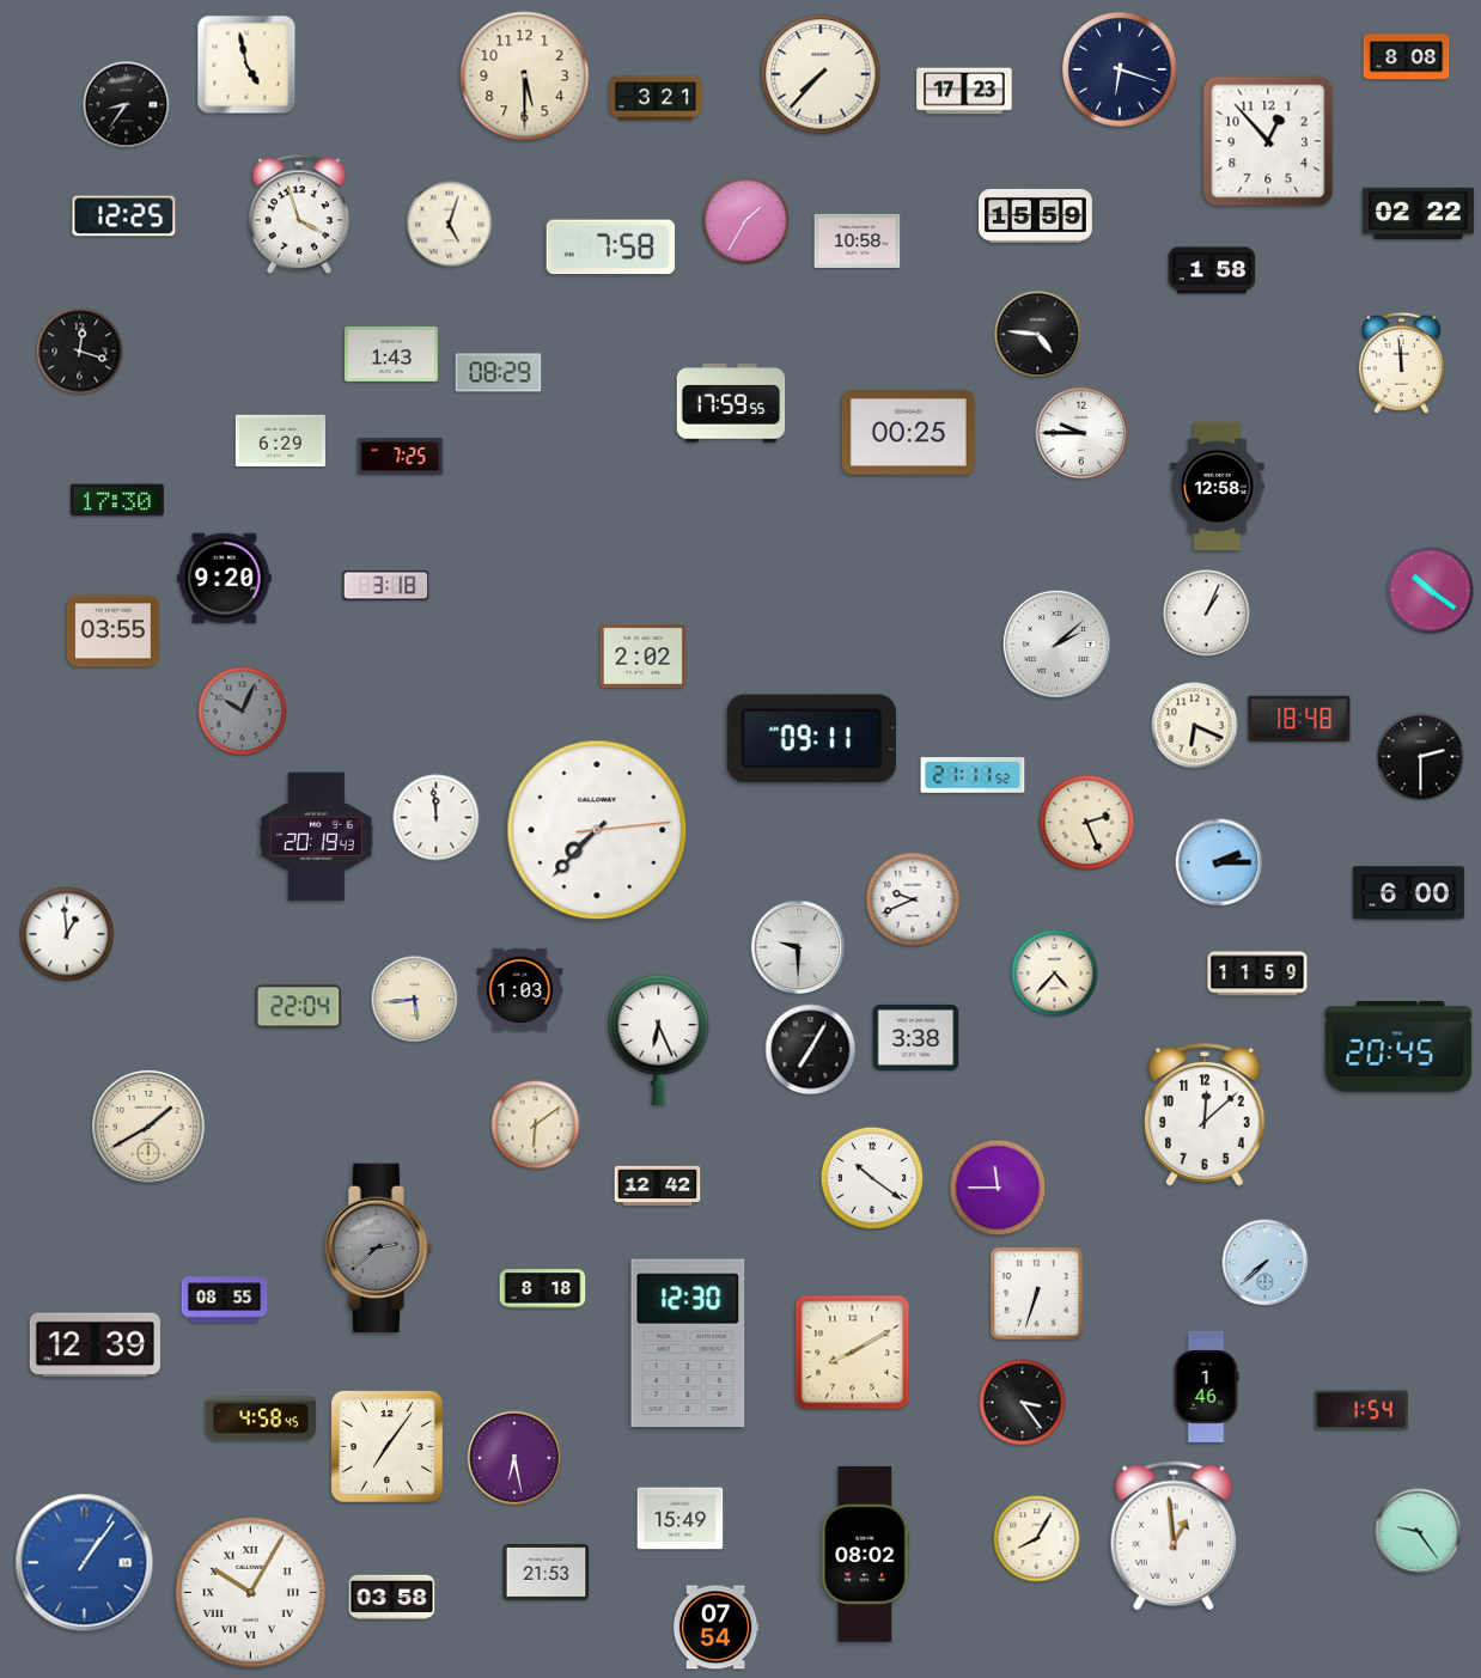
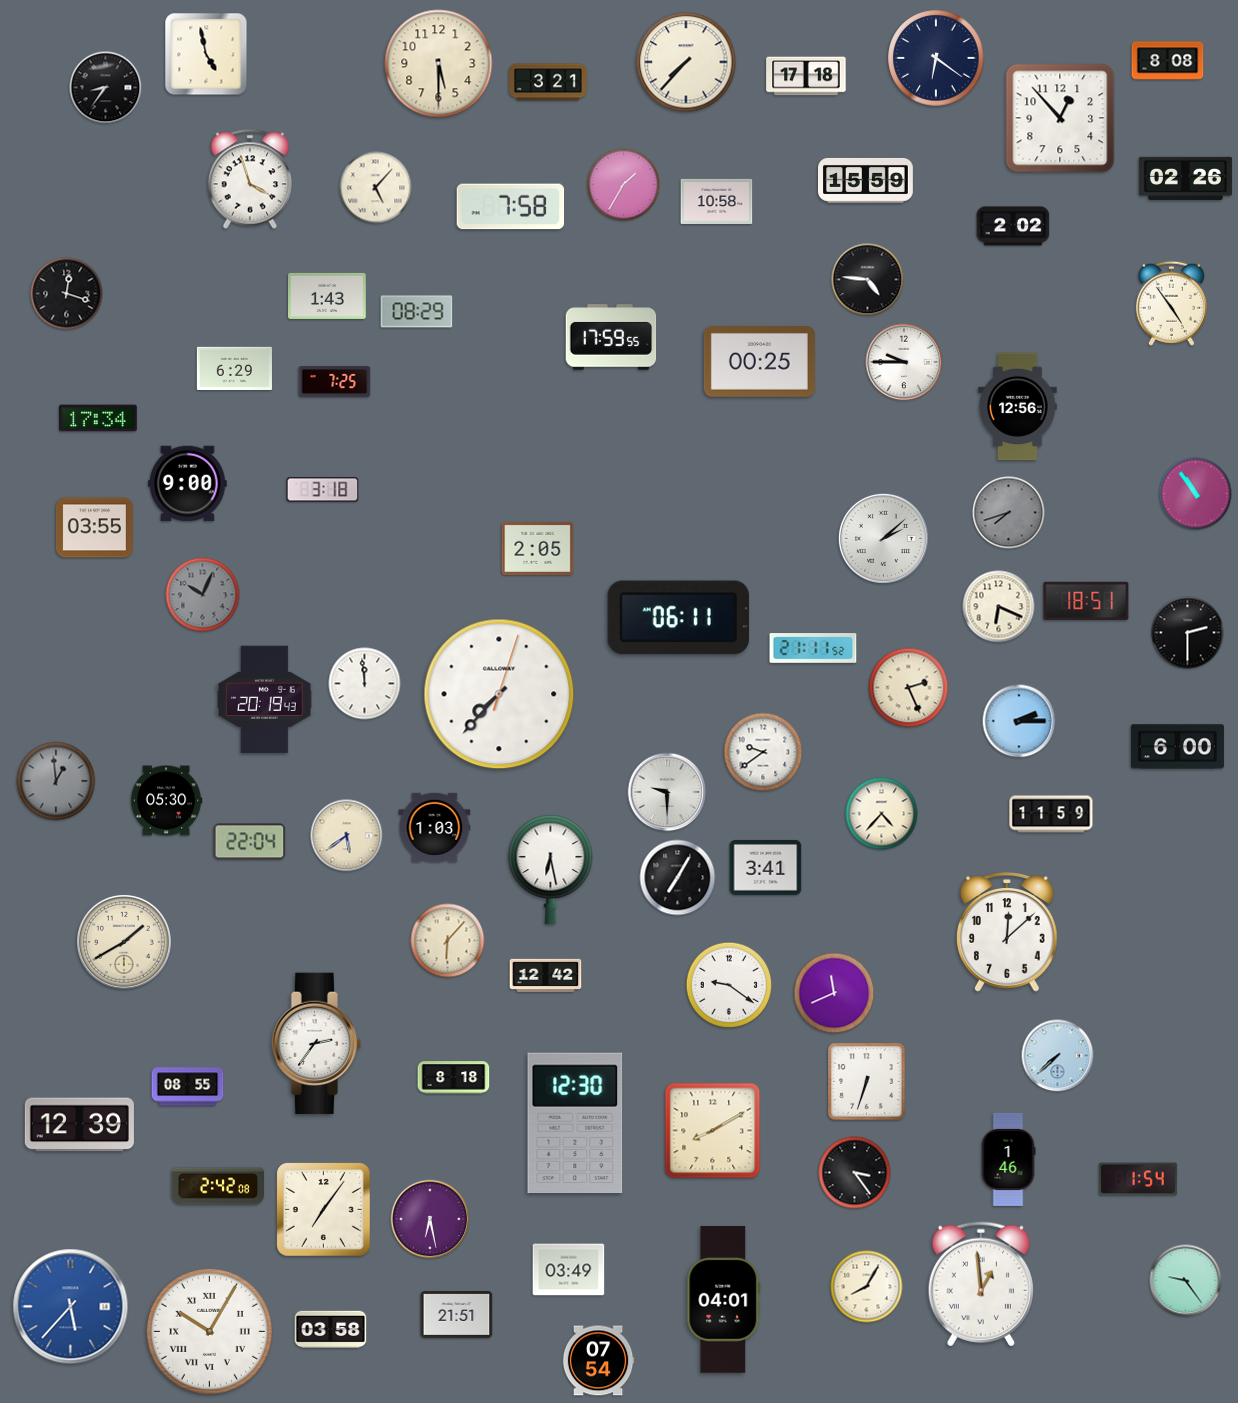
clock at (1407, 57) position: (1407, 57) -> (1168, 61)
clock at (1120, 69): 6:18 -> 6:21
clock at (964, 91): 17:23 -> 17:18
clock at (1418, 213): 02:22 -> 02:26
clock at (124, 216): 12:25 -> none
clock at (450, 225): 5:03 -> 5:07
clock at (1212, 270): 1:58 -> 2:02
clock at (1401, 362): 11:59 -> 4:54
clock at (1218, 487): 12:58 -> 12:56
clock at (118, 500): 17:30 -> 17:34
clock at (225, 579): 9:20 -> 9:00
clock at (1431, 591): 10:21 -> 10:54
clock at (1207, 614): 1:04 -> 7:42
clock at (1207, 614) dial: white -> grey
clock at (644, 655): 2:02 -> 2:05
clock at (1299, 719): 18:48 -> 18:51
clock at (811, 739): 09:11 -> 06:11
clock at (597, 830): 7:37:14 -> 7:37:03
clock at (913, 899): 9:41 -> 9:39
clock at (67, 934) dial: white -> grey
clock at (166, 801): none -> 05:30
clock at (415, 1000): 5:44 -> 5:39
clock at (916, 1037): 3:38 -> 3:41
clock at (659, 1039): 6:26 -> 6:28
clock at (1398, 1048): 20:45 -> none
clock at (536, 1125): 6:09 -> 6:07
clock at (872, 1178): 10:21 -> 9:21
clock at (658, 1186) position: (658, 1186) -> (546, 976)
clock at (998, 1188): 11:45 -> 11:41
clock at (379, 1249): 2:38 -> 2:36
clock at (379, 1249) dial: grey -> white
clock at (260, 1418): 4:58 -> 2:42
clock at (681, 1519): 15:49 -> 03:49
clock at (866, 1555): 08:02 -> 04:01
clock at (85, 1563): 1:06 -> 5:37
clock at (547, 1573): 21:53 -> 21:51
clock at (392, 1598) position: (392, 1598) -> (331, 1330)
